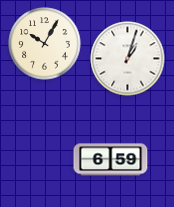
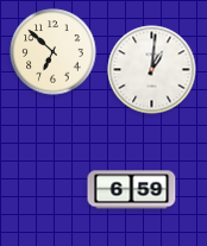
clock at (45, 44): 10:05 -> 6:52
clock at (128, 59): 1:03 -> 1:01
